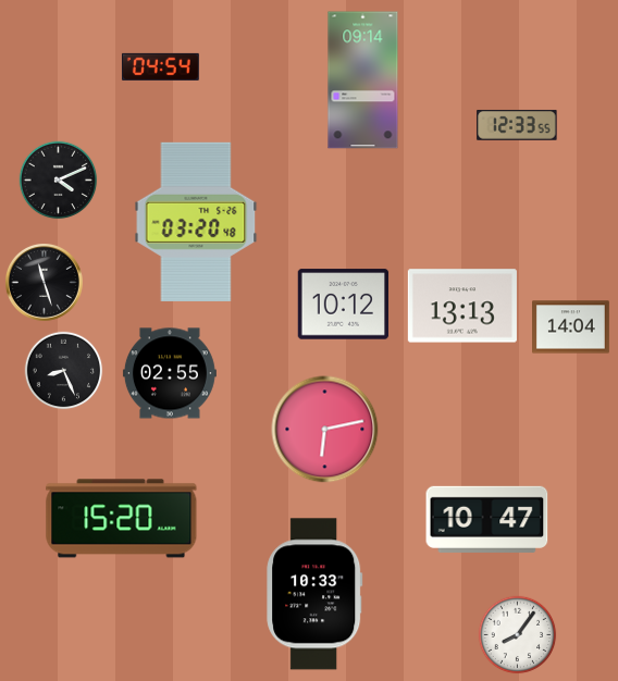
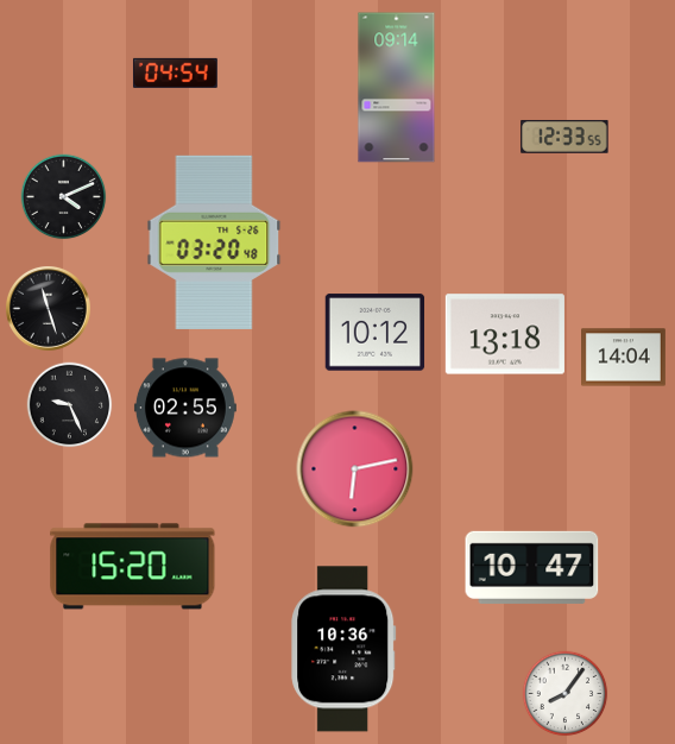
clock at (462, 306): 13:13 -> 13:18
clock at (64, 371): 8:26 -> 9:26
clock at (314, 594): 10:33 -> 10:36
